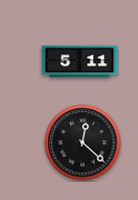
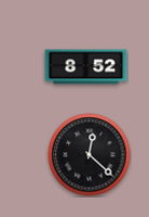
clock at (80, 62): 5:11 -> 8:52
